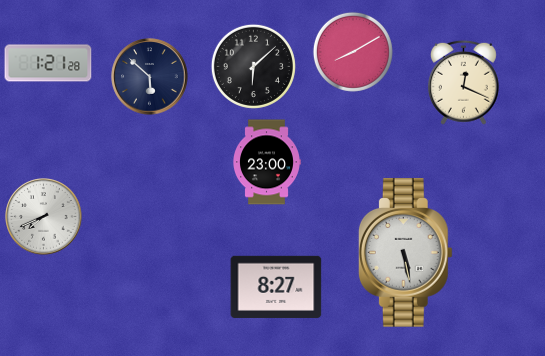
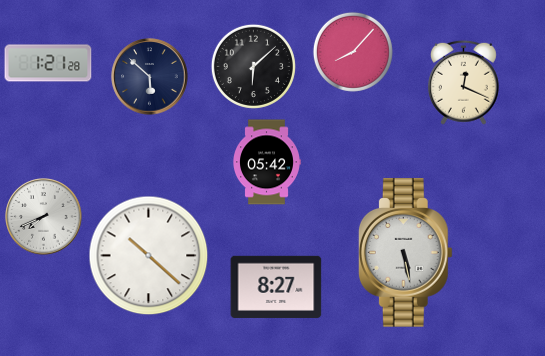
clock at (353, 52): 8:10 -> 8:07
clock at (267, 162): 23:00 -> 05:42
clock at (149, 256): none -> 10:22
